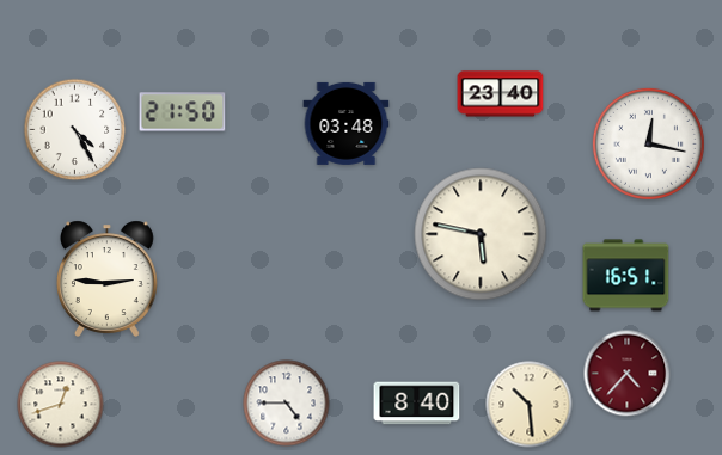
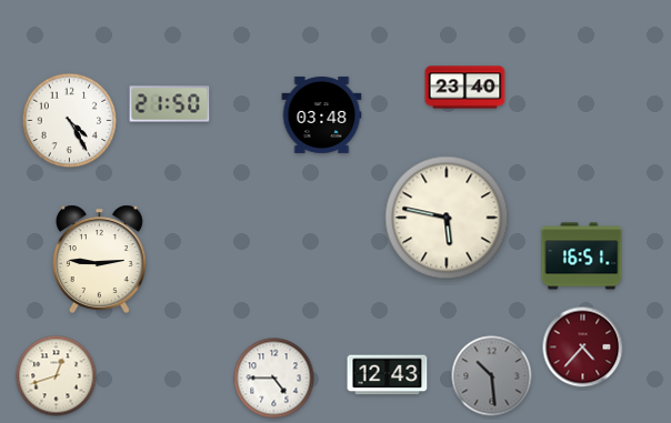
clock at (648, 143): 12:17 -> none
clock at (287, 404) position: (287, 404) -> (274, 379)
clock at (417, 404): 8:40 -> 12:43
clock at (530, 405) dial: cream -> grey
